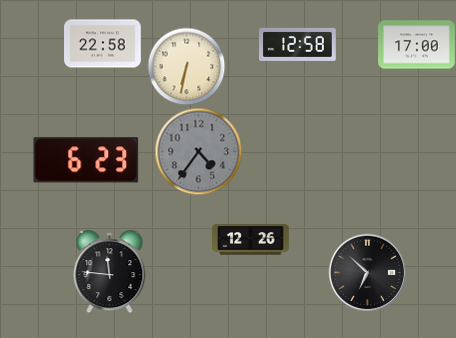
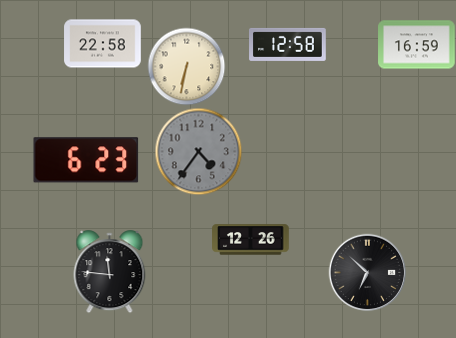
clock at (298, 44) position: (298, 44) -> (288, 44)
clock at (417, 45): 17:00 -> 16:59
